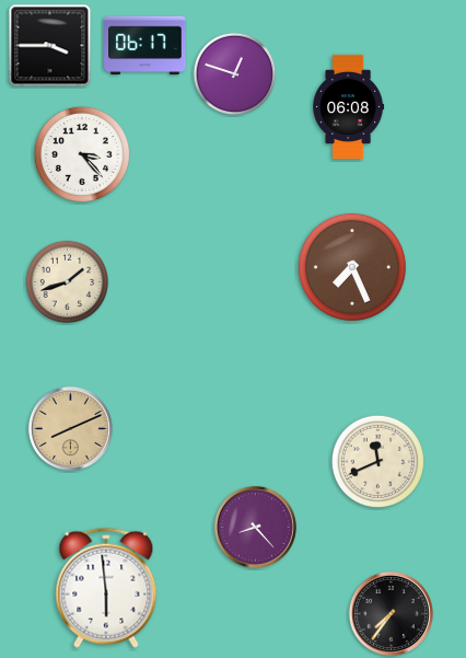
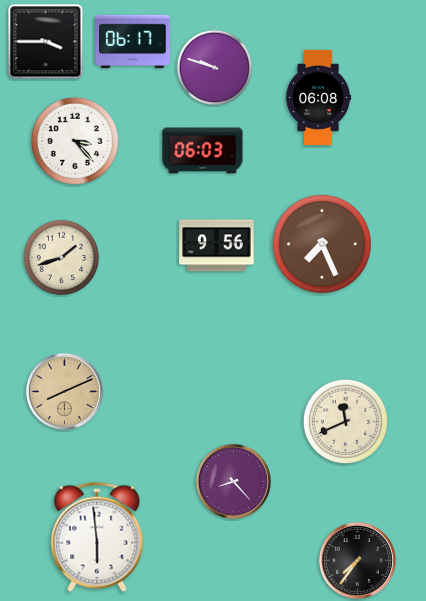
clock at (235, 74): 12:48 -> 9:48
clock at (203, 151): none -> 06:03
clock at (217, 246): none -> 9:56
